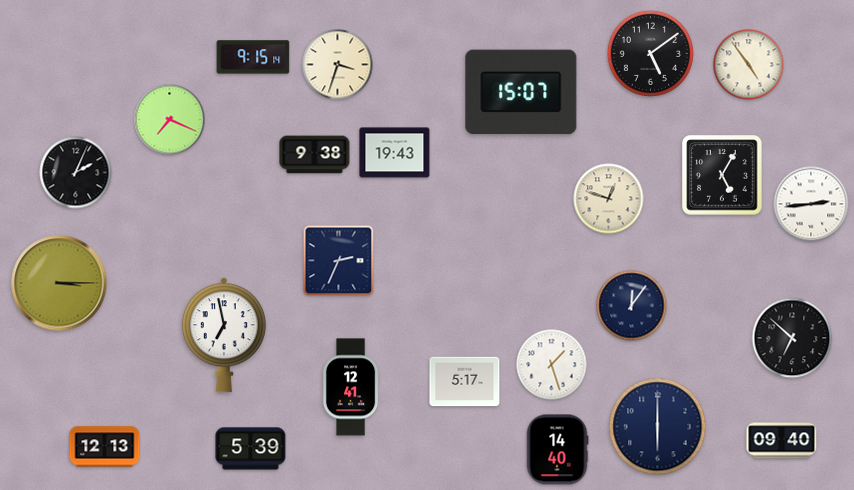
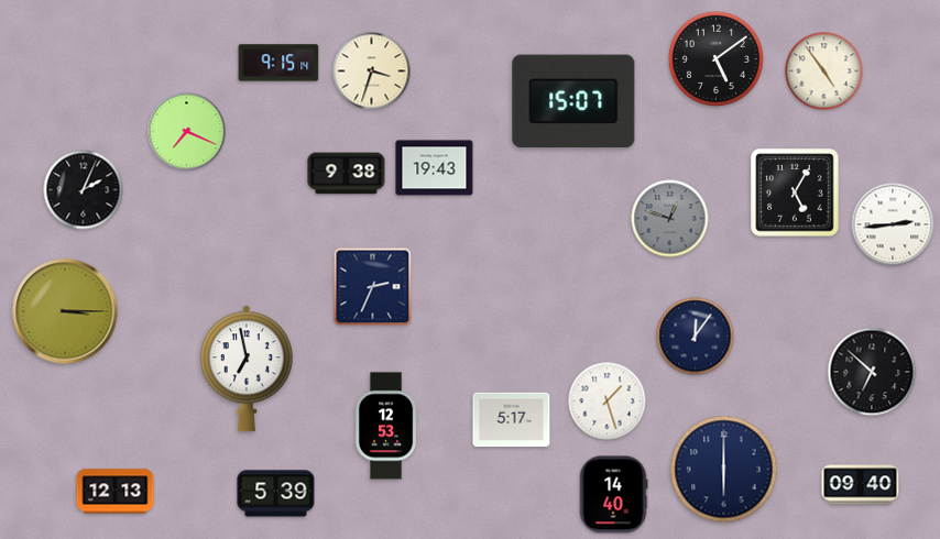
clock at (315, 155) position: (315, 155) -> (347, 174)
clock at (609, 199) dial: cream -> grey
clock at (351, 387): 12:41 -> 12:53
